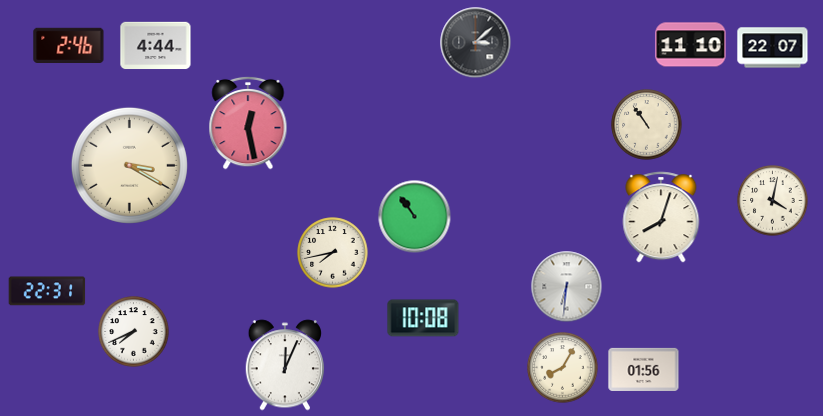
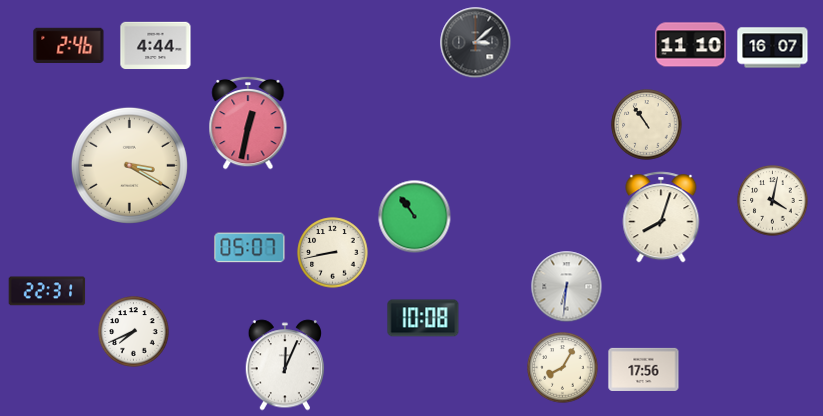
clock at (773, 48): 22:07 -> 16:07
clock at (248, 123): 12:28 -> 12:32
clock at (250, 248): none -> 05:07
clock at (333, 253): 7:43 -> 8:43
clock at (644, 369): 01:56 -> 17:56
